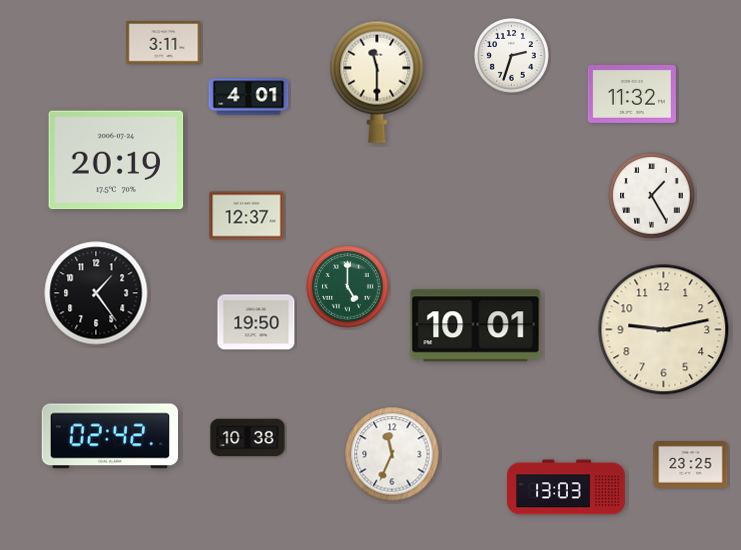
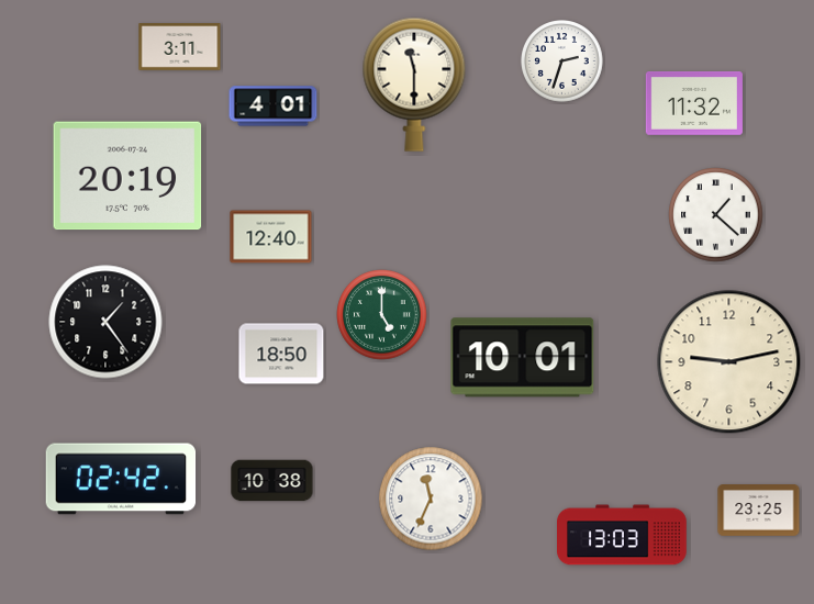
clock at (377, 82) position: (377, 82) -> (414, 85)
clock at (652, 196): 1:25 -> 1:22
clock at (247, 216): 12:37 -> 12:40
clock at (256, 322): 19:50 -> 18:50
